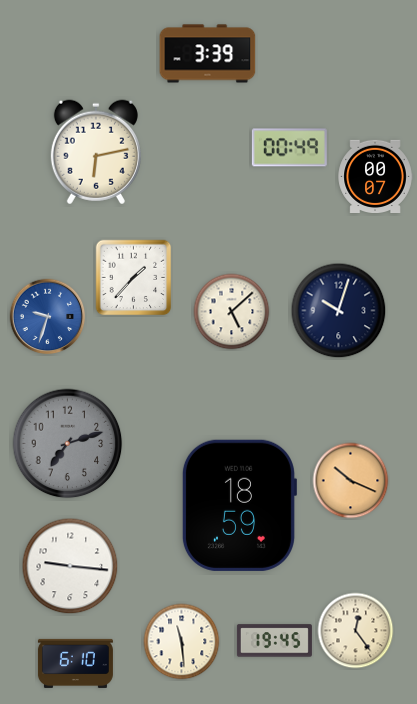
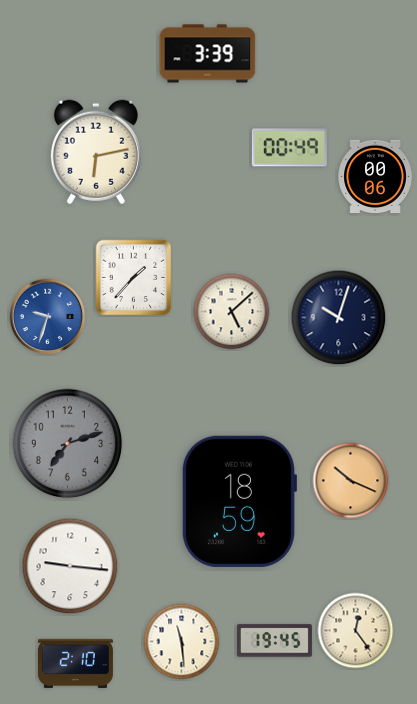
clock at (375, 176): 00:07 -> 00:06
clock at (339, 311) position: (339, 311) -> (339, 318)
clock at (239, 505) position: (239, 505) -> (239, 501)
clock at (75, 663): 6:10 -> 2:10
